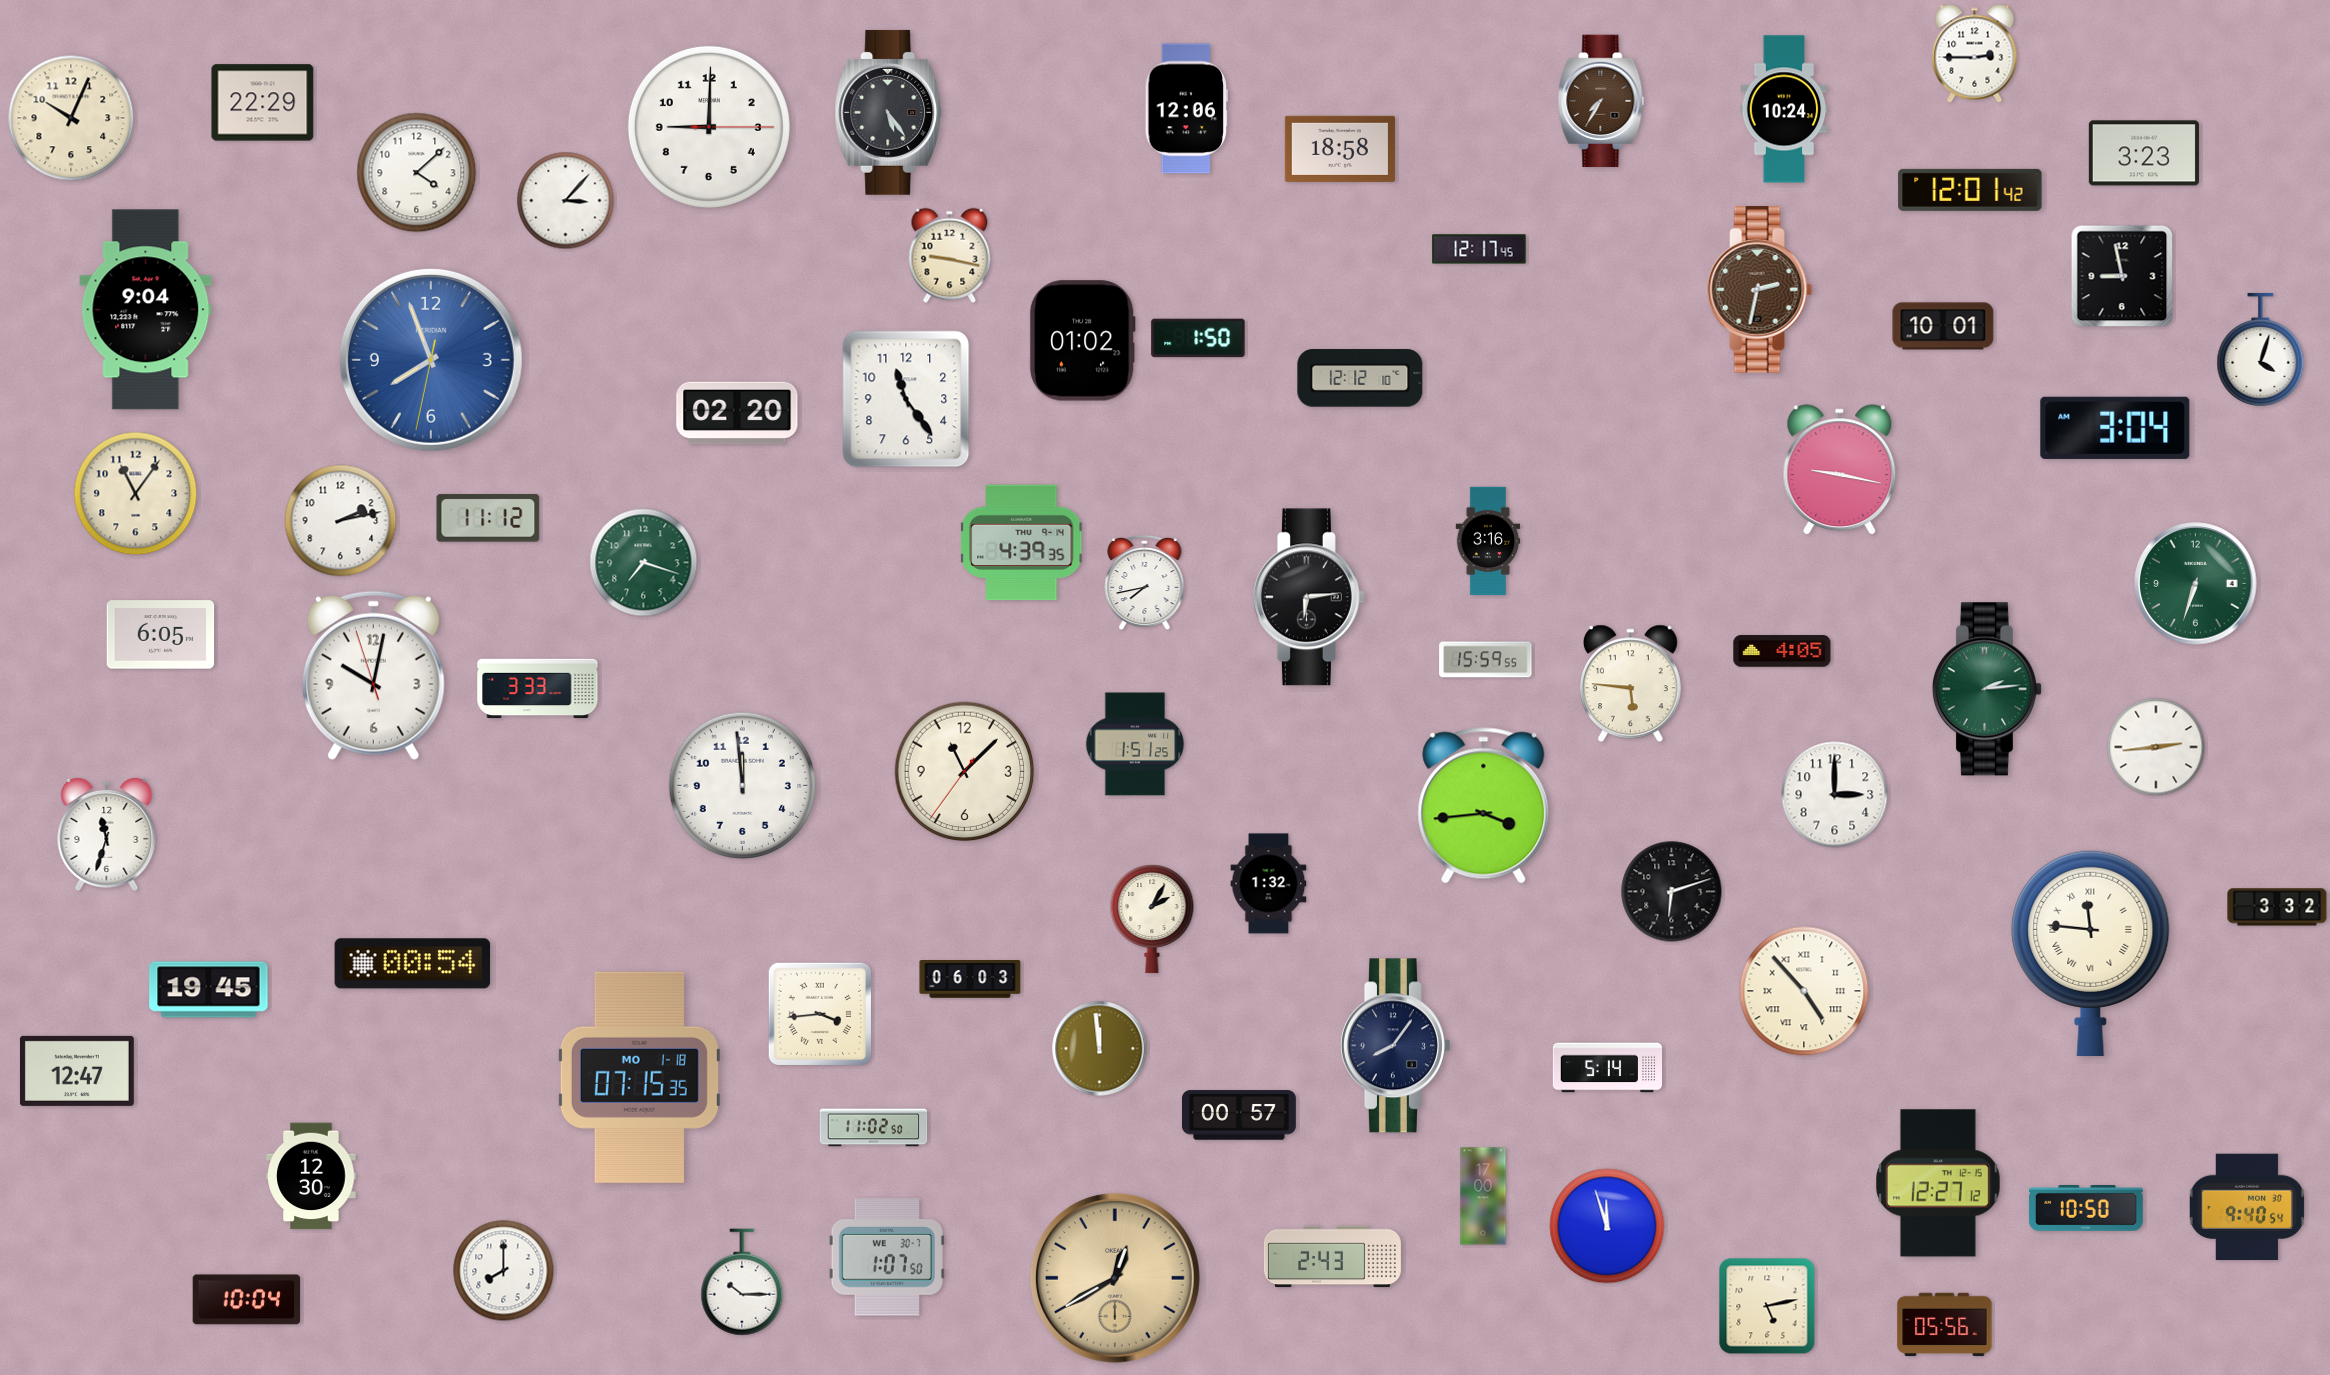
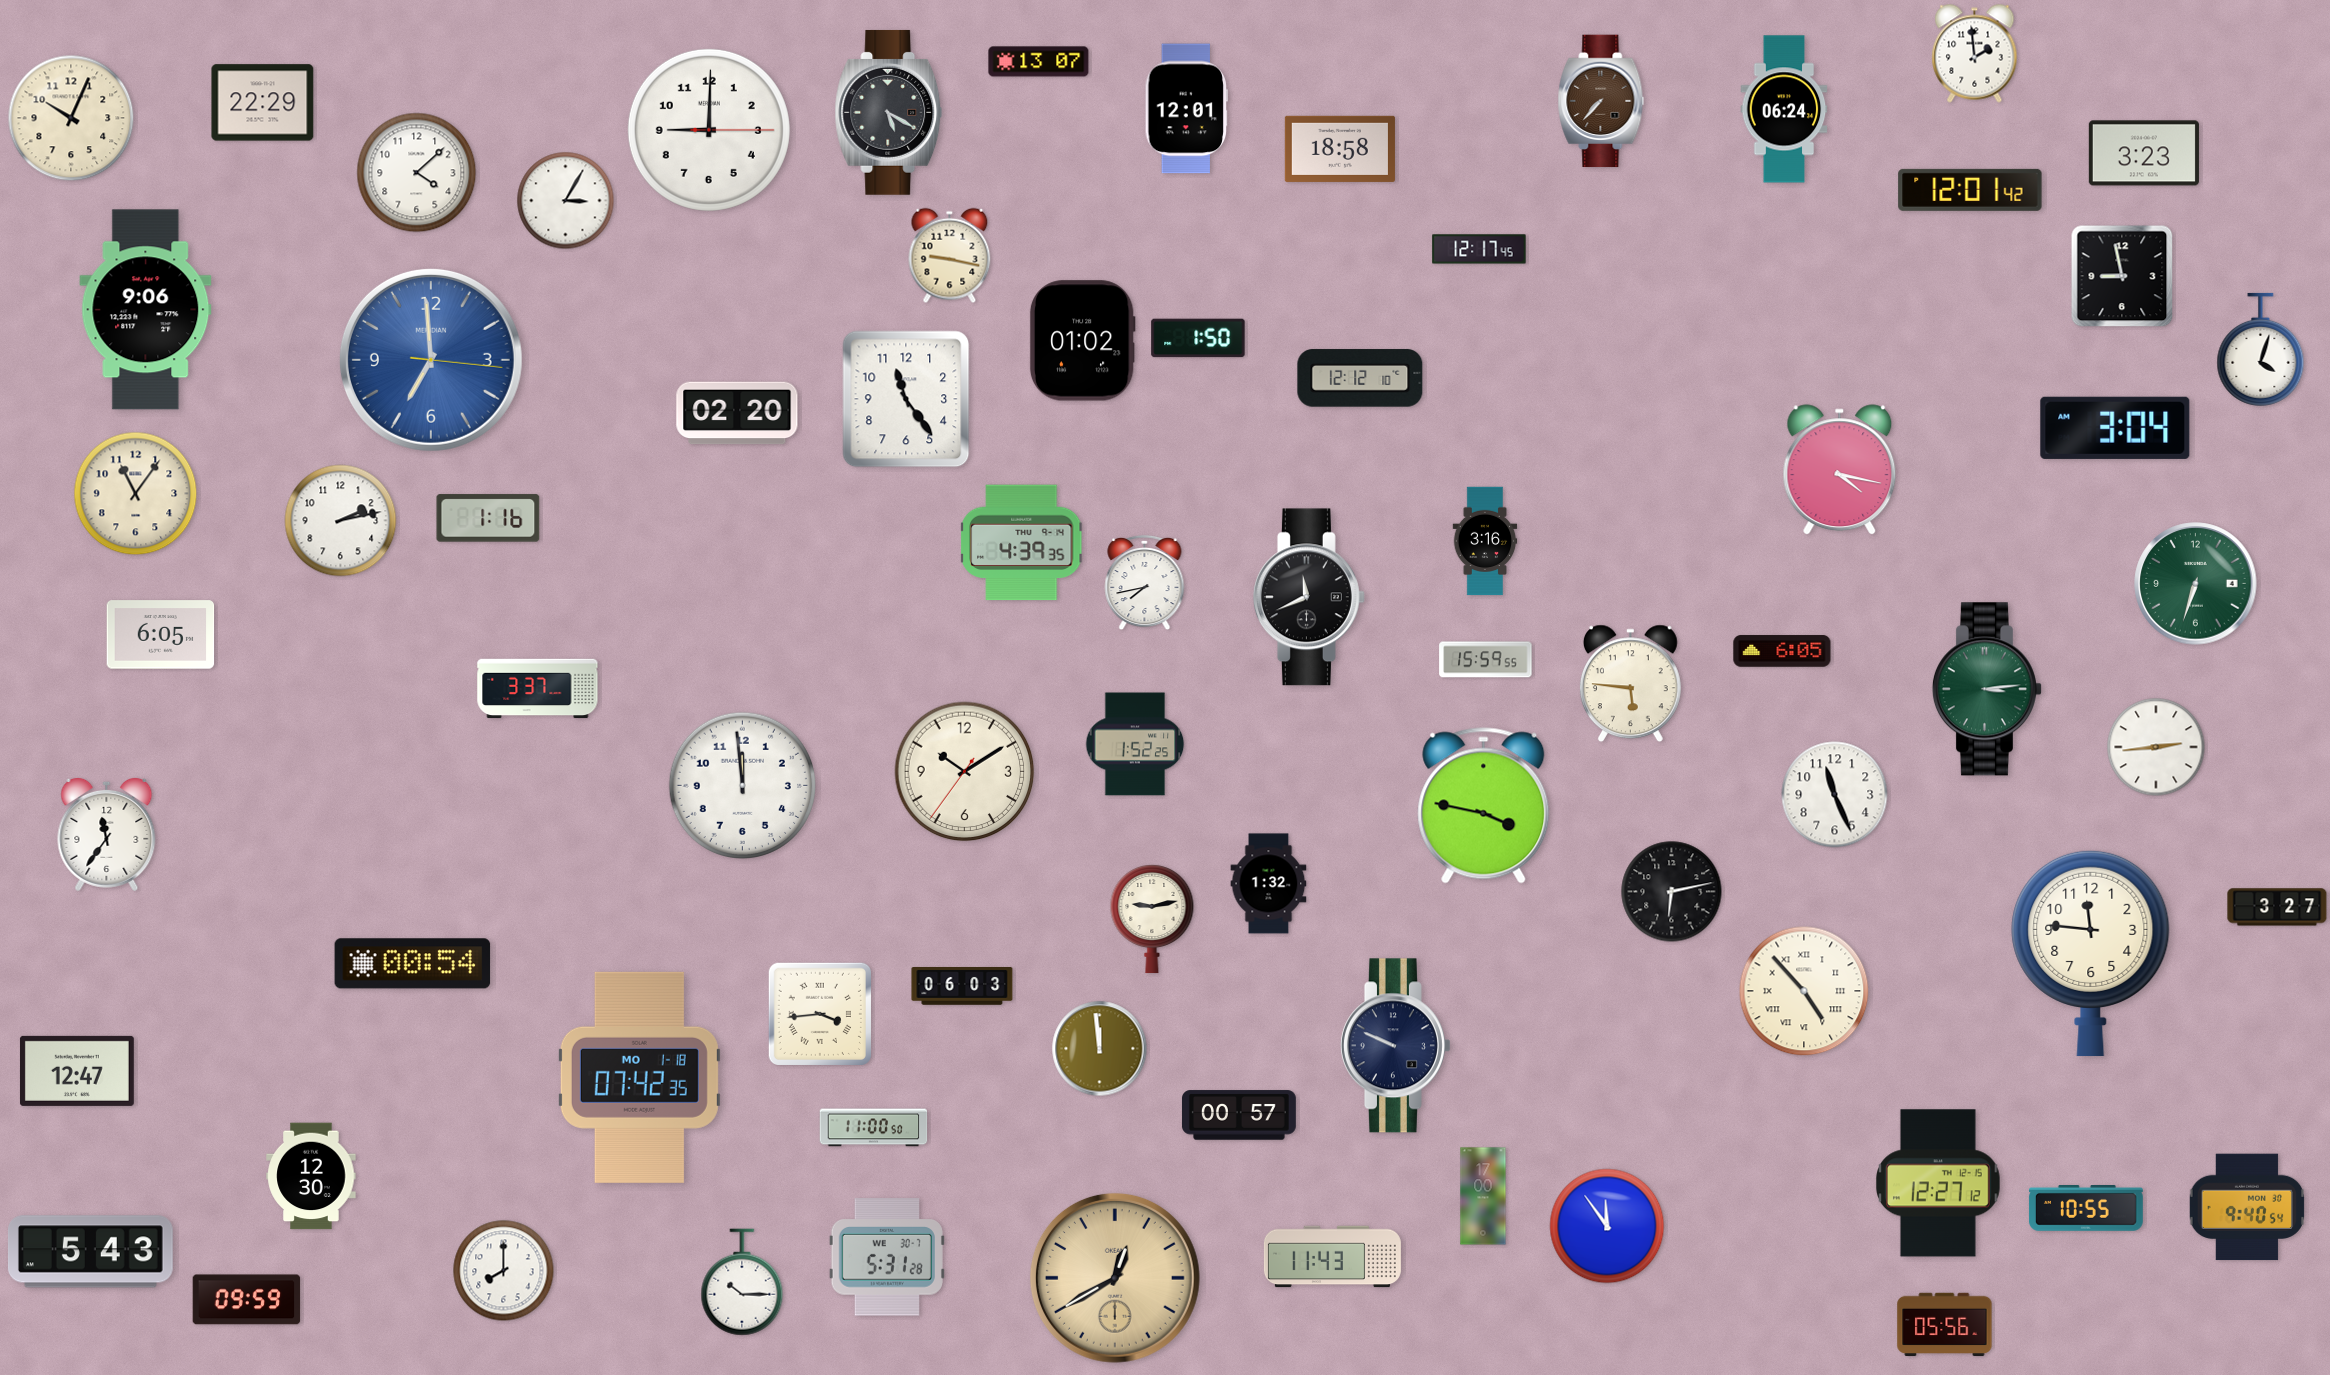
clock at (1975, 54): 2:45 -> 1:59
clock at (1039, 62): none -> 13:07
clock at (1601, 101): 7:35 -> 7:37
clock at (1186, 109): 12:06 -> 12:01
clock at (1784, 109): 10:24 -> 06:24
clock at (889, 112): 5:24 -> 5:20
clock at (709, 127) position: (709, 127) -> (709, 130)
clock at (566, 201): 3:07 -> 3:05
clock at (1760, 290): 2:32 -> none
clock at (146, 310): 9:04 -> 9:06
clock at (1943, 326): 10:01 -> none
clock at (431, 360): 7:56 -> 6:59
clock at (1840, 470): 9:17 -> 4:17
clock at (488, 518): 11:12 -> 1:16
clock at (1488, 541) position: (1488, 541) -> (1485, 541)
clock at (644, 563): 7:18 -> none
clock at (1309, 597): 6:14 -> 11:41
clock at (1782, 651): 4:05 -> 6:05
clock at (373, 676): 10:01 -> none
clock at (538, 689): 3:33 -> 3:37
clock at (1986, 689): 2:14 -> 3:14
clock at (1135, 744): 1:51 -> 1:52
clock at (965, 772): 11:07 -> 10:09
clock at (1835, 795): 3:00 -> 11:26
clock at (1484, 806): 3:44 -> 3:47
clock at (107, 834): 11:33 -> 11:36
clock at (1672, 892): 6:12 -> 6:13
clock at (2277, 907): 3:32 -> 3:27
clock at (1152, 920): 2:05 -> 9:13
clock at (2091, 953) numerals: Roman -> Arabic
clock at (970, 979) position: (970, 979) -> (962, 986)
clock at (209, 990): 19:45 -> none
clock at (1395, 1046): 8:06 -> 9:49
clock at (1608, 1068): 5:14 -> none
clock at (639, 1077): 07:15 -> 07:42
clock at (874, 1128): 11:02 -> 11:00
clock at (2086, 1209): 10:50 -> 10:55
clock at (1607, 1226): 11:57 -> 11:54
clock at (90, 1252): none -> 5:43
clock at (887, 1257): 1:07 -> 5:31
clock at (1332, 1257): 2:43 -> 11:43
clock at (247, 1300): 10:04 -> 09:59
clock at (1767, 1306): 5:13 -> none
